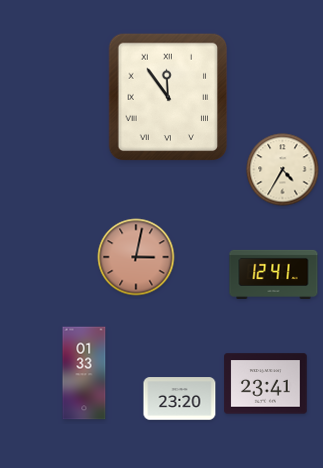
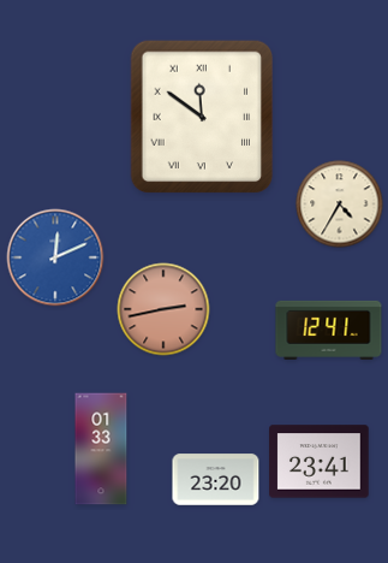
clock at (168, 97): 11:54 -> 11:51
clock at (55, 257): none -> 12:11
clock at (136, 257): 3:02 -> 2:43
